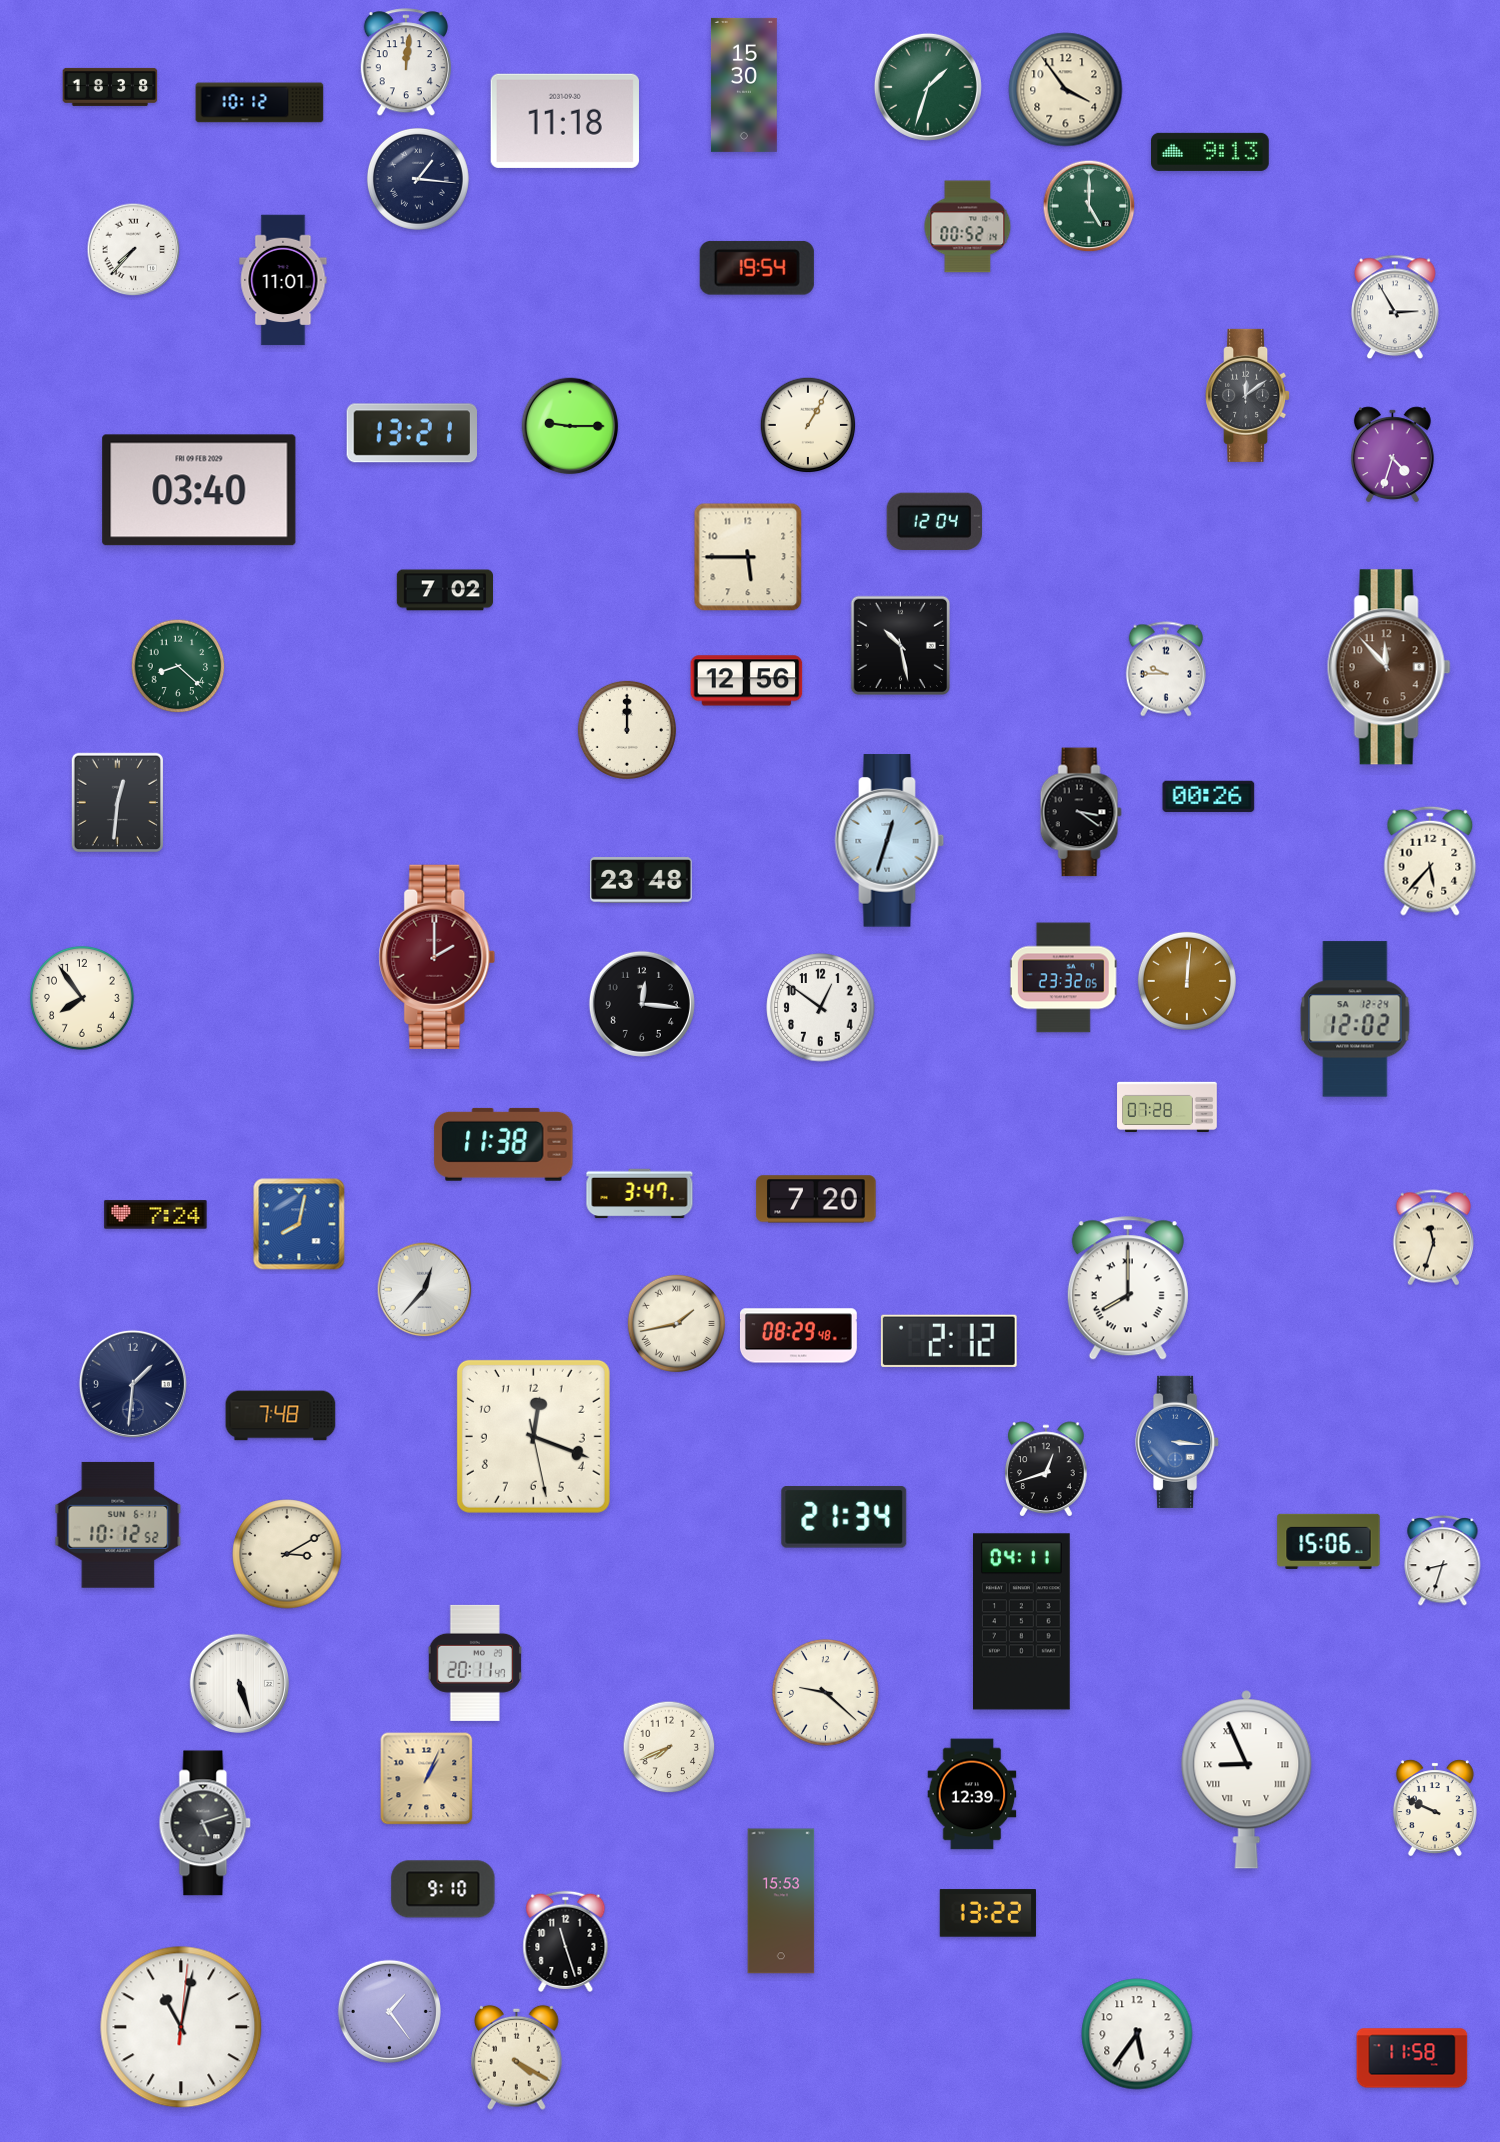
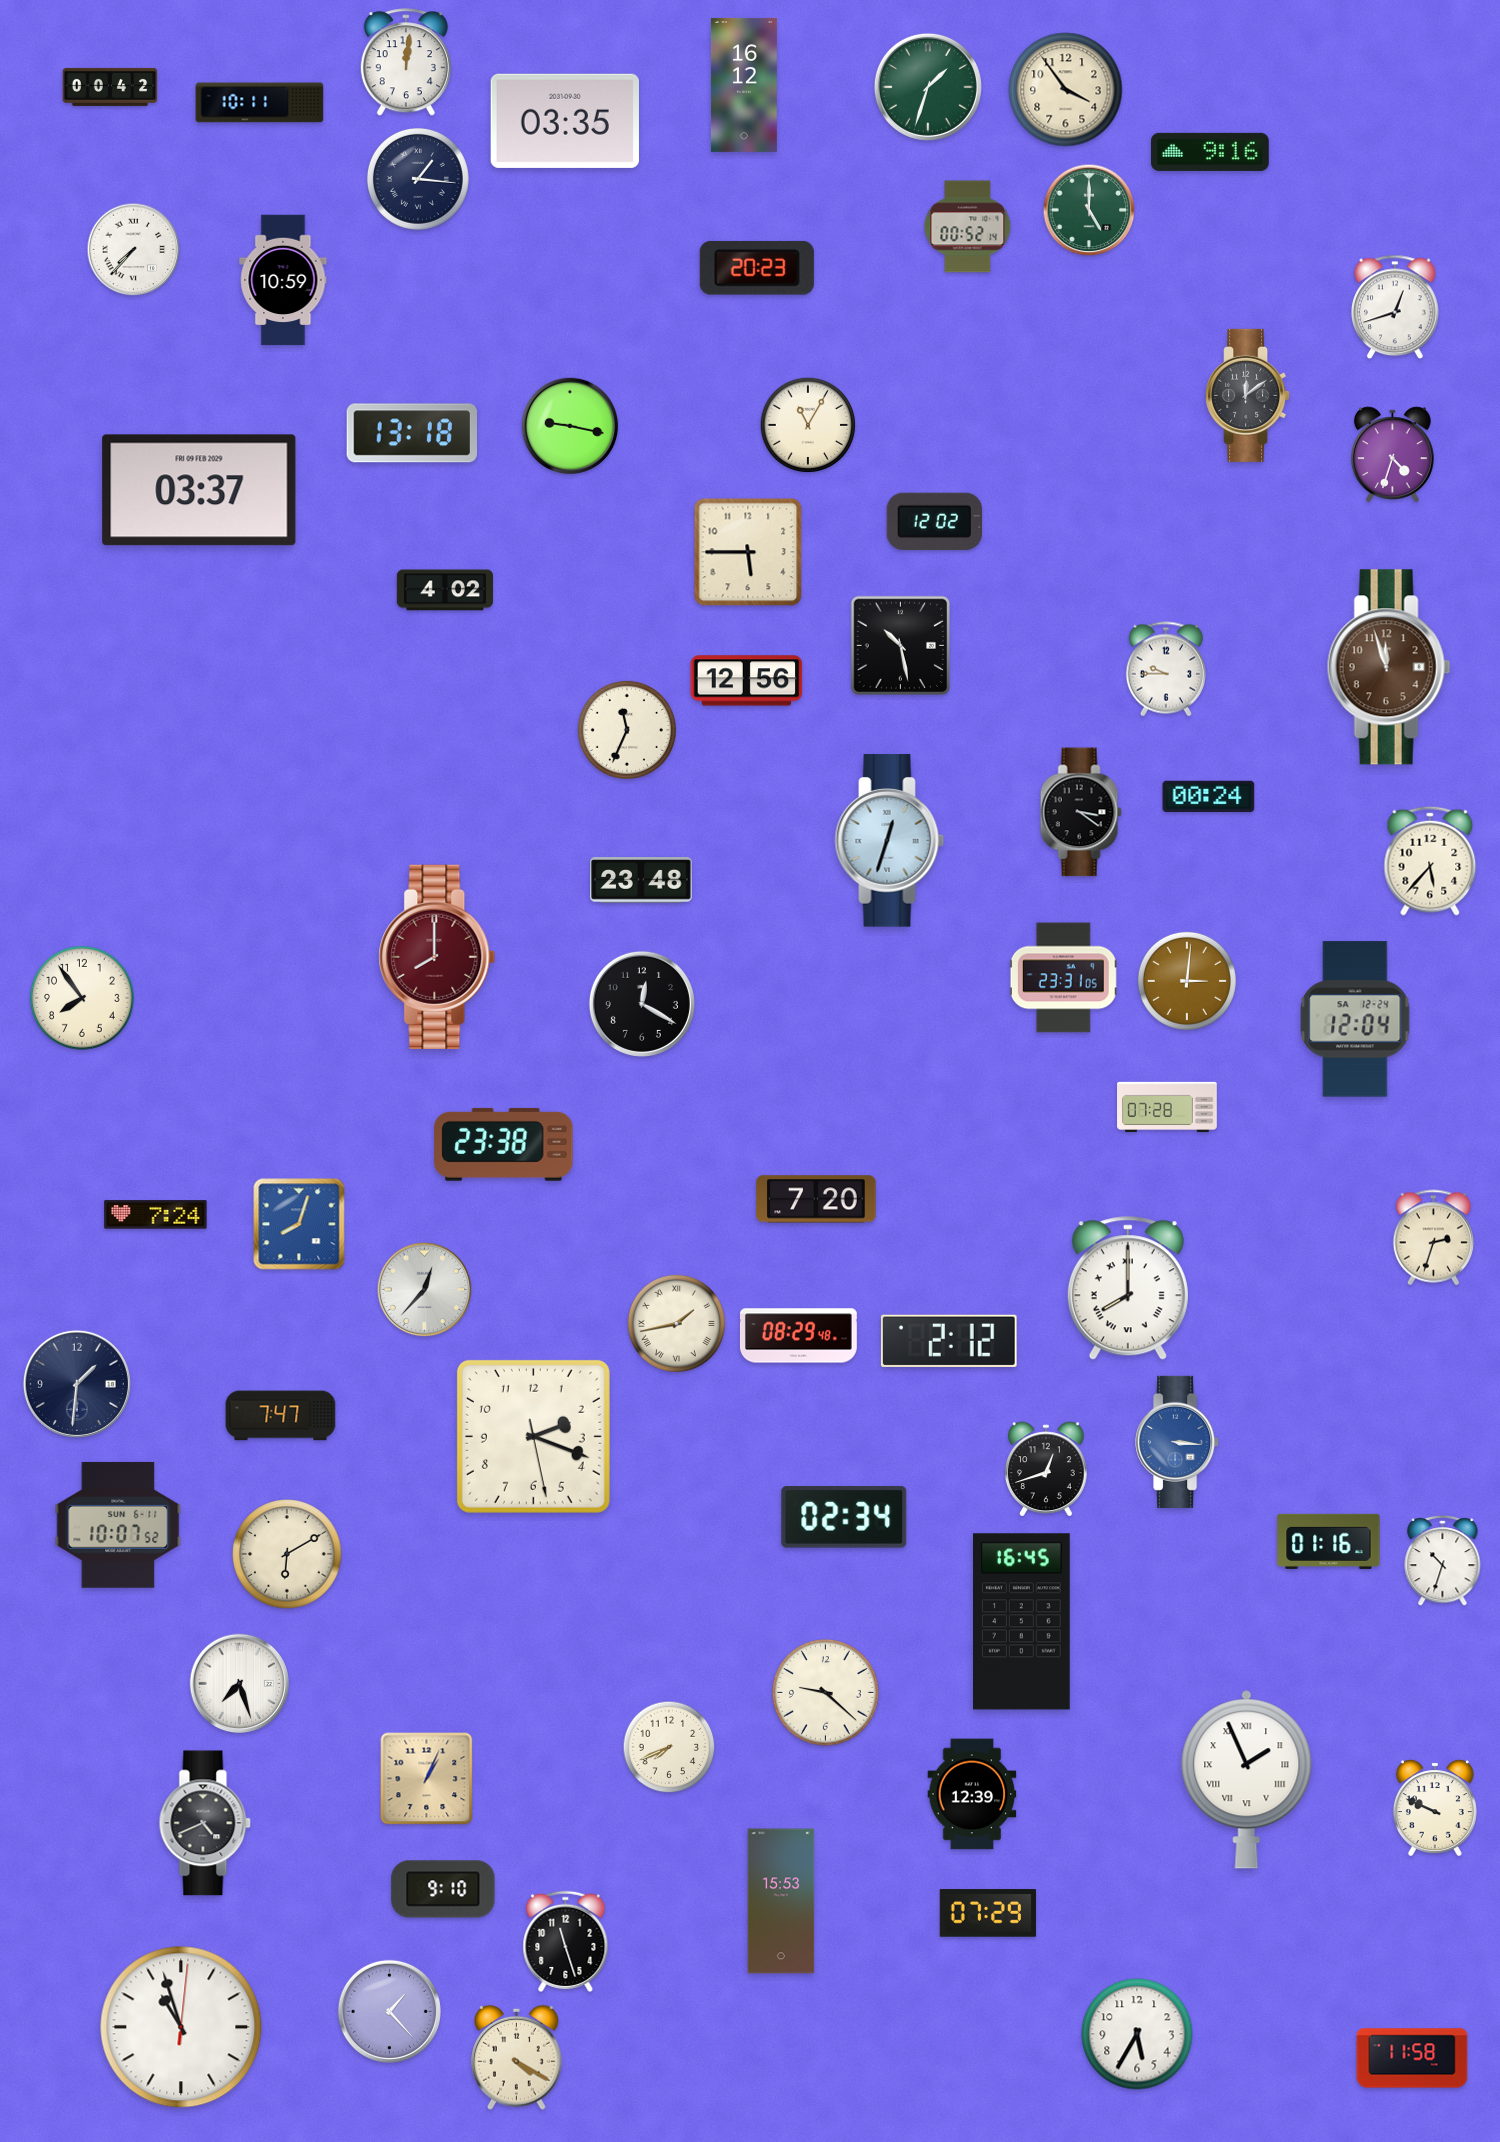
clock at (744, 85): 15:30 -> 16:12
clock at (110, 87): 18:38 -> 00:42
clock at (260, 103): 10:12 -> 10:11
clock at (565, 121): 11:18 -> 03:35
clock at (1211, 152): 9:13 -> 9:16
clock at (1089, 206) position: (1089, 206) -> (1089, 210)
clock at (757, 268): 19:54 -> 20:23
clock at (283, 280): 11:01 -> 10:59
clock at (1396, 307): 2:55 -> 12:42
clock at (808, 425): 1:05 -> 11:05
clock at (570, 426): 9:15 -> 9:17
clock at (411, 433): 13:21 -> 13:18
clock at (199, 490): 03:40 -> 03:37
clock at (934, 521): 12:04 -> 12:02
clock at (748, 557) position: (748, 557) -> (748, 552)
clock at (444, 590): 7:02 -> 4:02
clock at (178, 666): 8:22 -> none
clock at (1389, 667): 11:53 -> 11:57
clock at (627, 730): 12:00 -> 11:34
clock at (1209, 796): 00:26 -> 00:24
clock at (117, 802): 12:31 -> none
clock at (437, 957): 2:00 -> 8:00
clock at (1063, 978): 23:32 -> 23:31
clock at (1187, 981): 12:01 -> 3:01
clock at (642, 1004): 12:16 -> 12:20
clock at (821, 1008): 12:51 -> none
clock at (1355, 1019): 12:02 -> 12:04
clock at (504, 1144): 11:38 -> 23:38
clock at (640, 1194): 3:47 -> none
clock at (299, 1224): 8:02 -> 8:03
clock at (1433, 1238): 11:33 -> 2:33
clock at (133, 1384) position: (133, 1384) -> (77, 1384)
clock at (281, 1416): 7:48 -> 7:47
clock at (533, 1436): 12:18 -> 2:18
clock at (844, 1518): 21:34 -> 02:34
clock at (118, 1525): 10:12 -> 10:07
clock at (1329, 1541): 15:06 -> 01:16
clock at (287, 1554): 3:10 -> 6:10
clock at (1443, 1560): 8:33 -> 10:33
clock at (1022, 1622): 04:11 -> 16:45
clock at (475, 1663): 20:11 -> none
clock at (239, 1683): 5:27 -> 7:27
clock at (1247, 1780): 8:56 -> 1:56
clock at (205, 1823): 5:12 -> 4:41
clock at (988, 1913): 13:22 -> 07:29
clock at (389, 2011): 1:24 -> 1:23
clock at (181, 2027): 11:02 -> 10:57
clock at (1137, 2034): 5:36 -> 5:35
